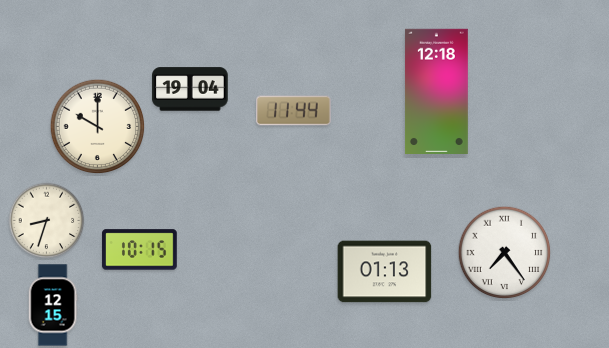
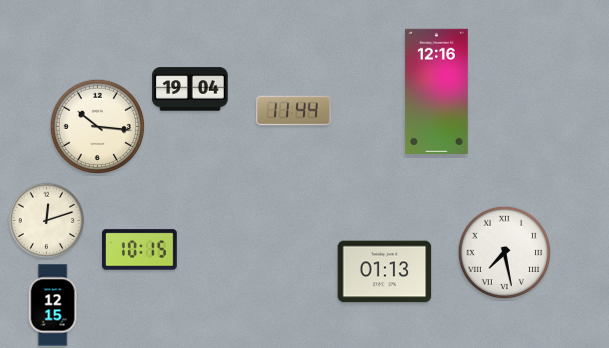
clock at (437, 91): 12:18 -> 12:16
clock at (98, 127): 10:00 -> 10:16
clock at (47, 221): 8:33 -> 12:12
clock at (505, 253): 7:24 -> 7:28
